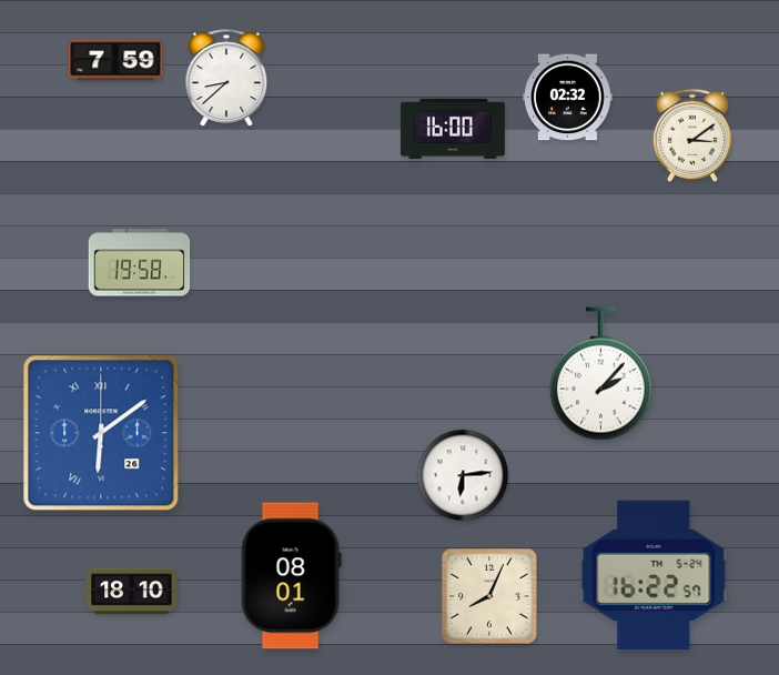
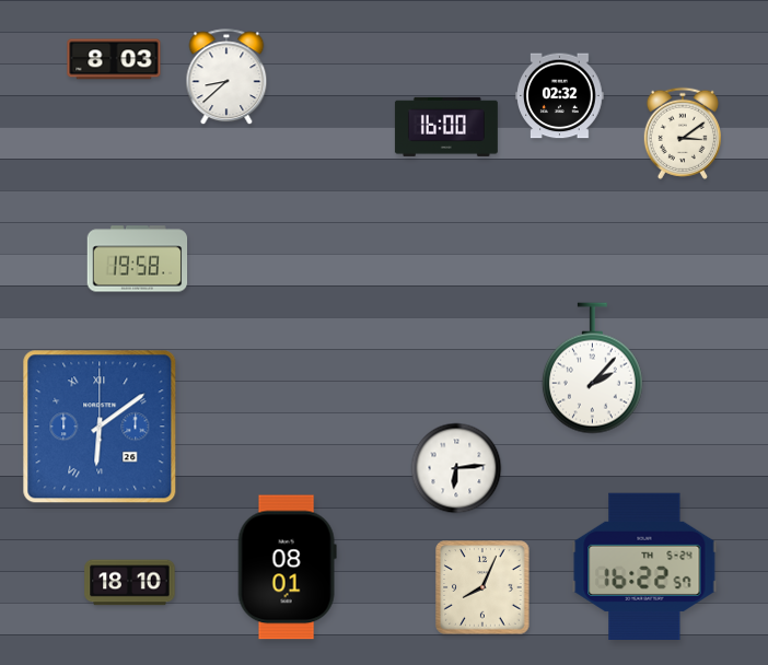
clock at (115, 60): 7:59 -> 8:03
clock at (226, 79) position: (226, 79) -> (226, 78)
